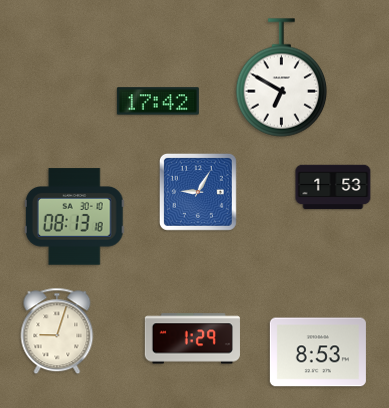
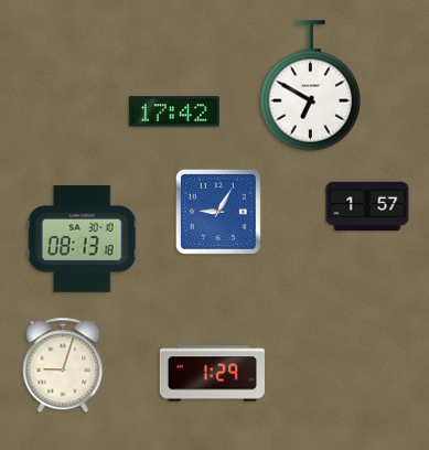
clock at (333, 187): 1:53 -> 1:57
clock at (318, 352): 8:53 -> none
